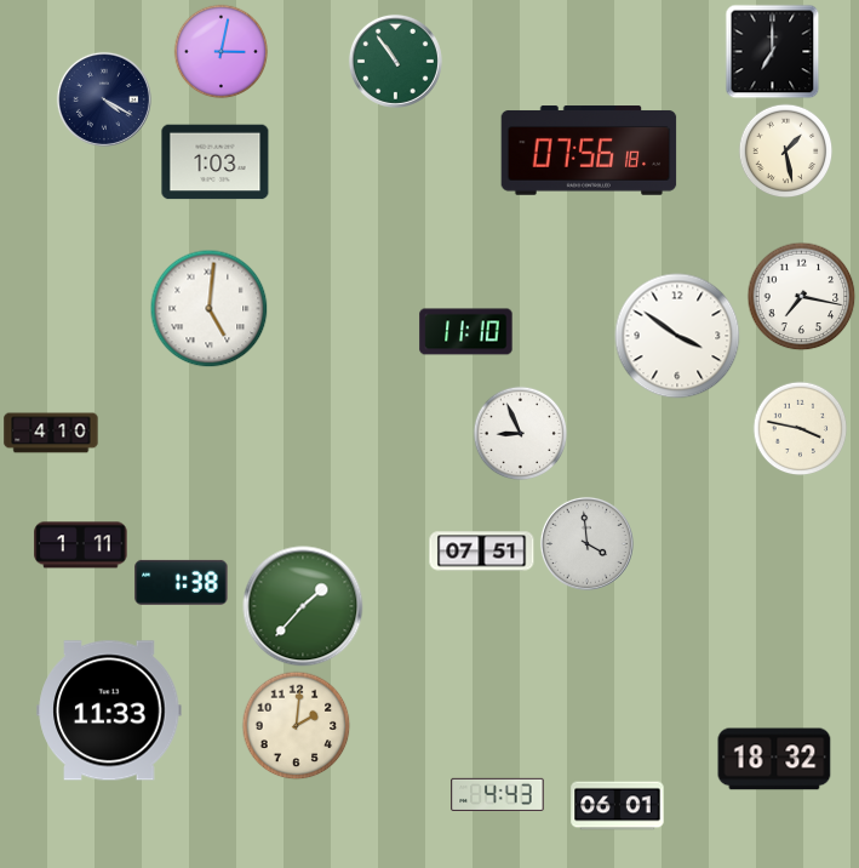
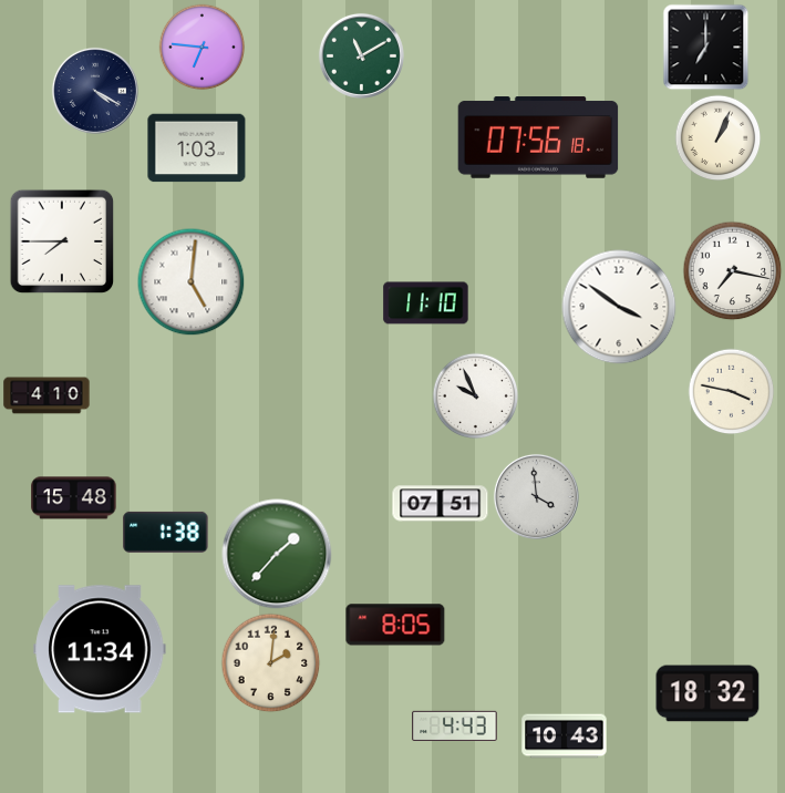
clock at (221, 51): 3:02 -> 6:46
clock at (395, 61): 10:54 -> 11:10
clock at (785, 150): 1:28 -> 1:04
clock at (62, 241): none -> 7:45
clock at (520, 433): 8:56 -> 9:56
clock at (81, 546): 1:11 -> 15:48
clock at (395, 625): none -> 8:05
clock at (109, 710): 11:33 -> 11:34
clock at (618, 806): 06:01 -> 10:43
